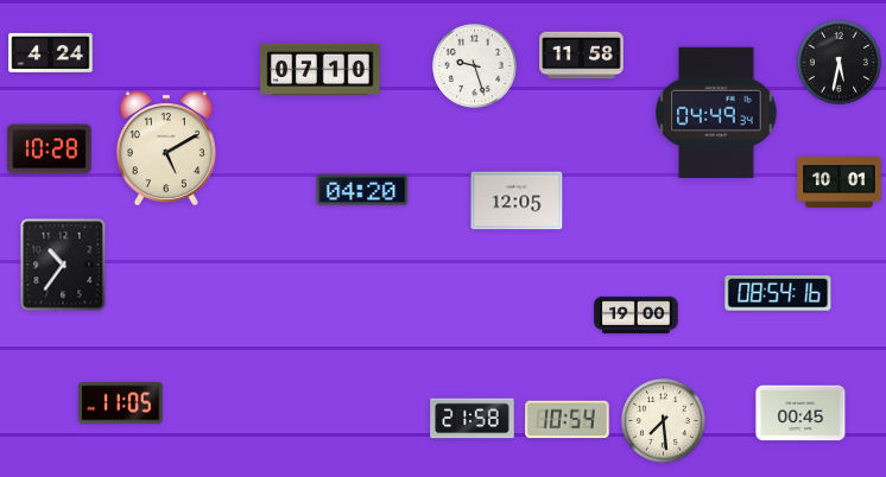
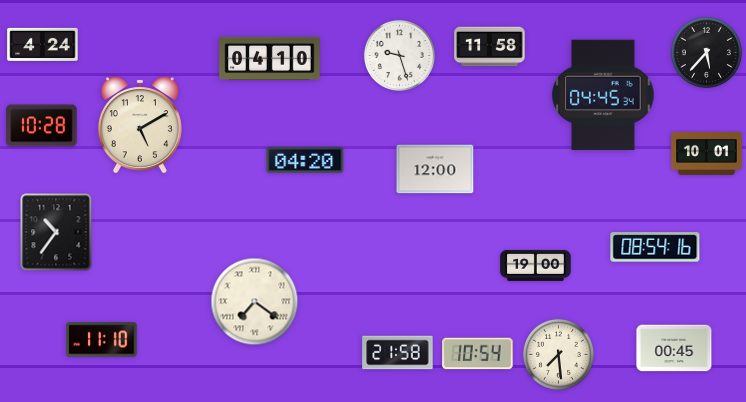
clock at (838, 62): 5:32 -> 5:37
clock at (321, 69): 07:10 -> 04:10
clock at (716, 113): 04:49 -> 04:45
clock at (517, 201): 12:05 -> 12:00
clock at (63, 265) position: (63, 265) -> (56, 232)
clock at (255, 302): none -> 7:21
clock at (121, 403): 11:05 -> 11:10
